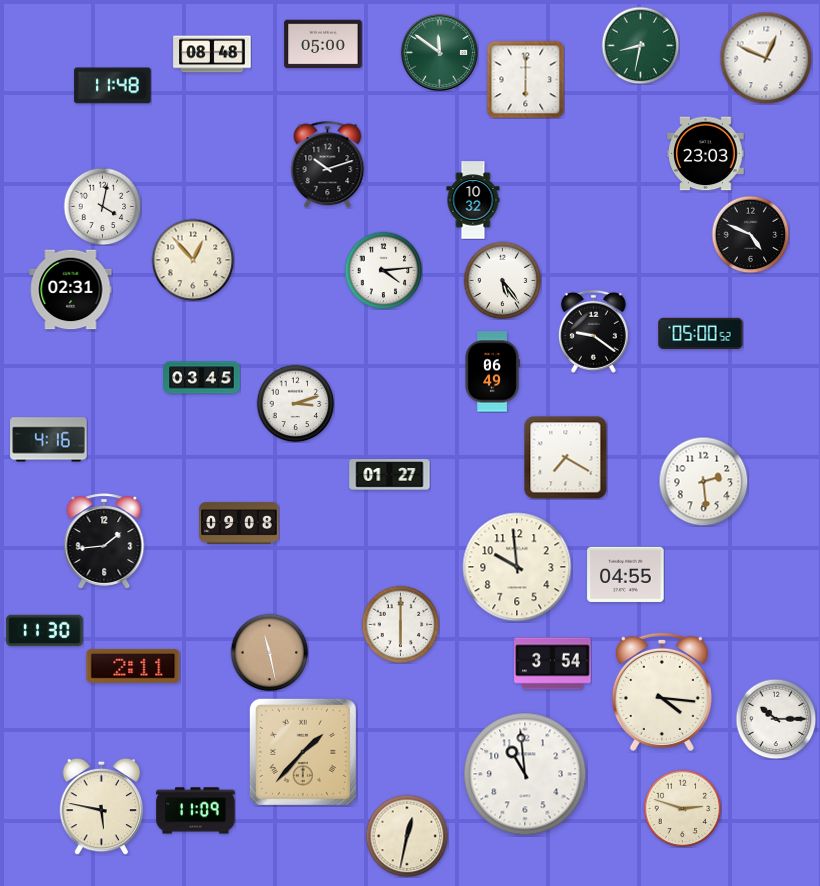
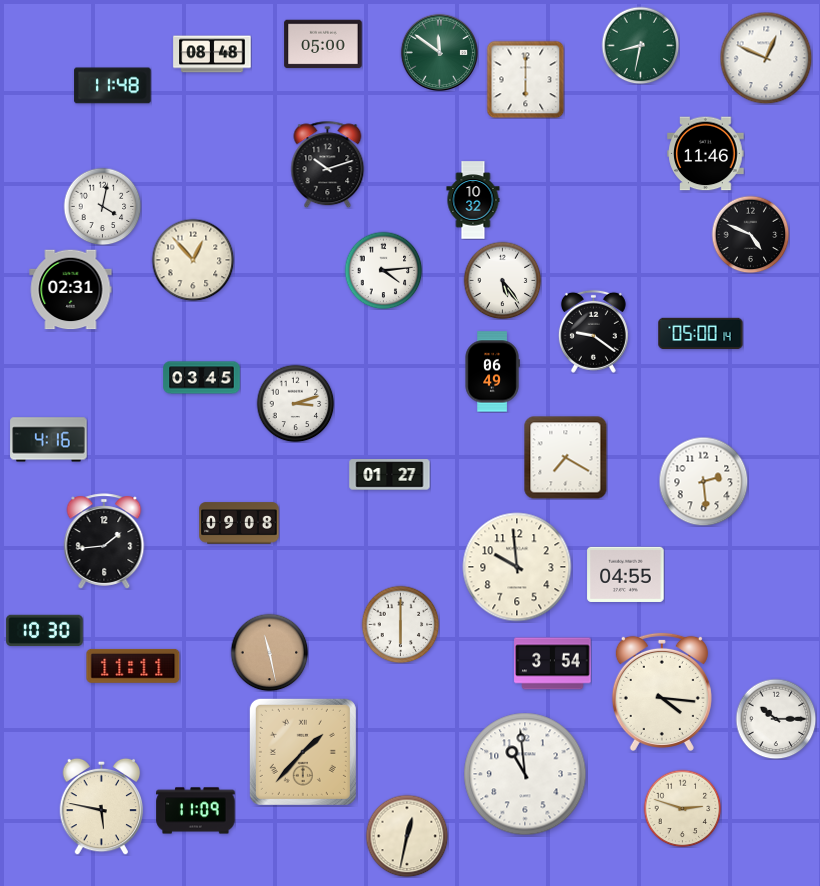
clock at (706, 154): 23:03 -> 11:46
clock at (701, 334): 05:00:52 -> 05:00:14
clock at (45, 631): 11:30 -> 10:30
clock at (133, 666): 2:11 -> 11:11
